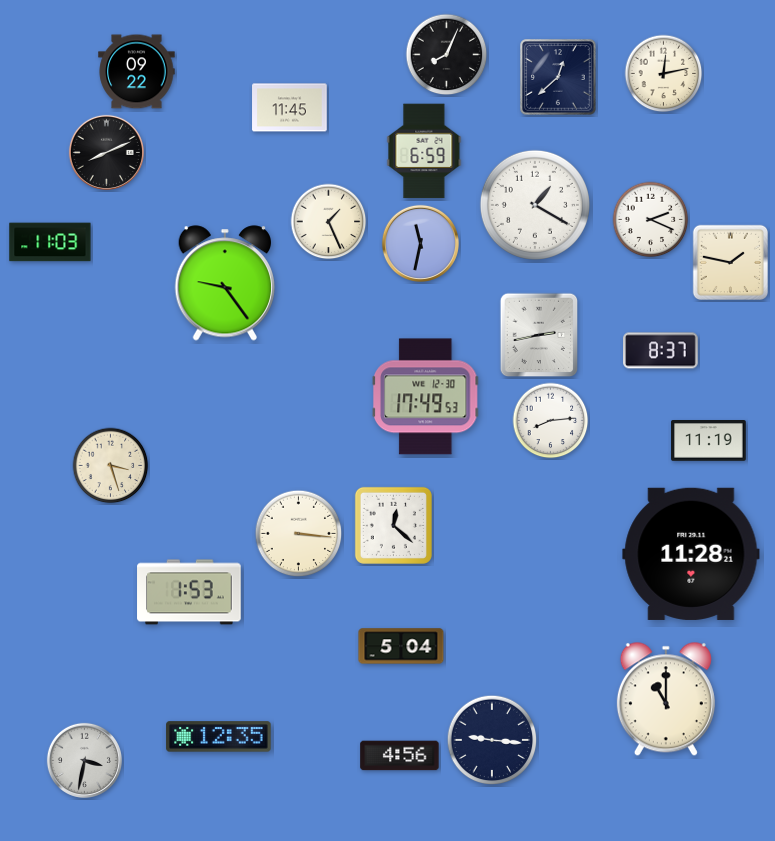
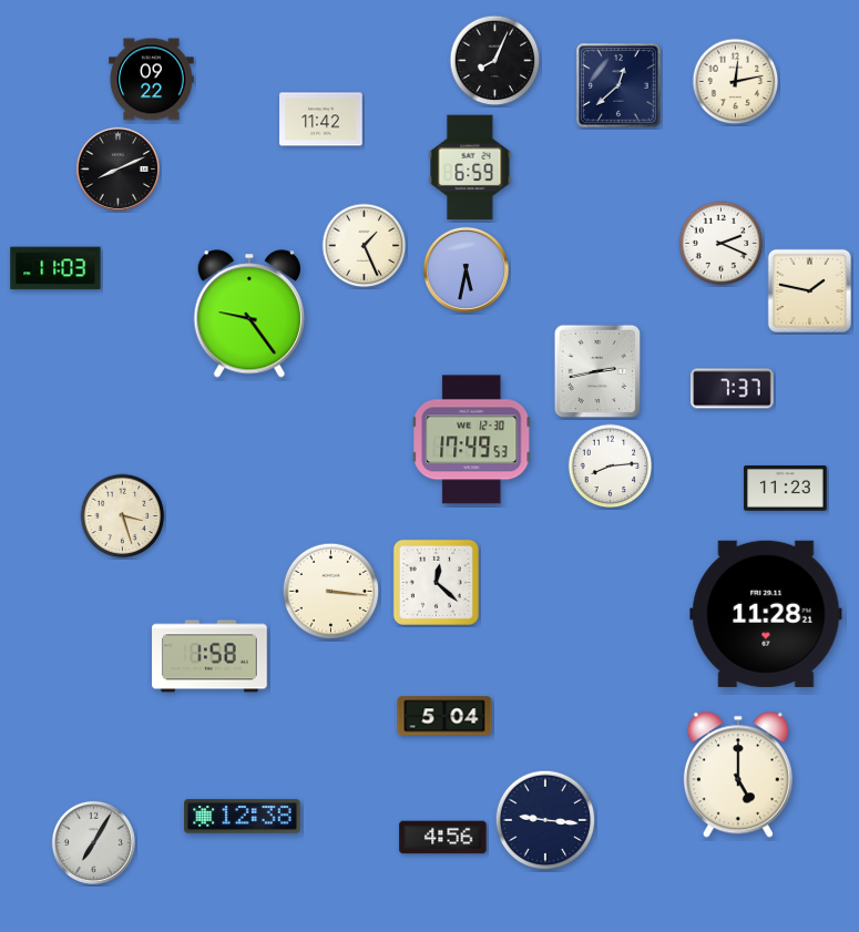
clock at (290, 108): 11:45 -> 11:42
clock at (535, 205): 1:20 -> none
clock at (420, 243): 11:32 -> 5:32
clock at (661, 351): 8:37 -> 7:37
clock at (709, 441): 11:19 -> 11:23
clock at (189, 592): 1:53 -> 1:58
clock at (666, 699): 11:00 -> 5:00
clock at (219, 737): 12:35 -> 12:38
clock at (84, 760): 3:32 -> 7:05
